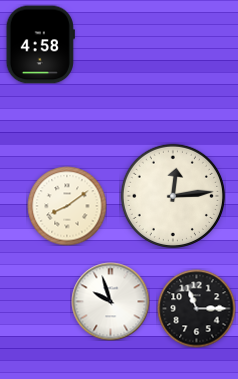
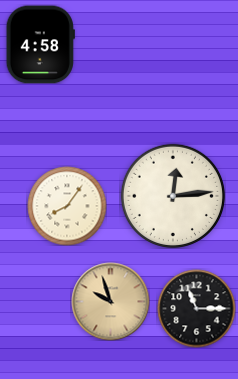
clock at (67, 206): 8:09 -> 8:06
clock at (110, 301) dial: white -> champagne
